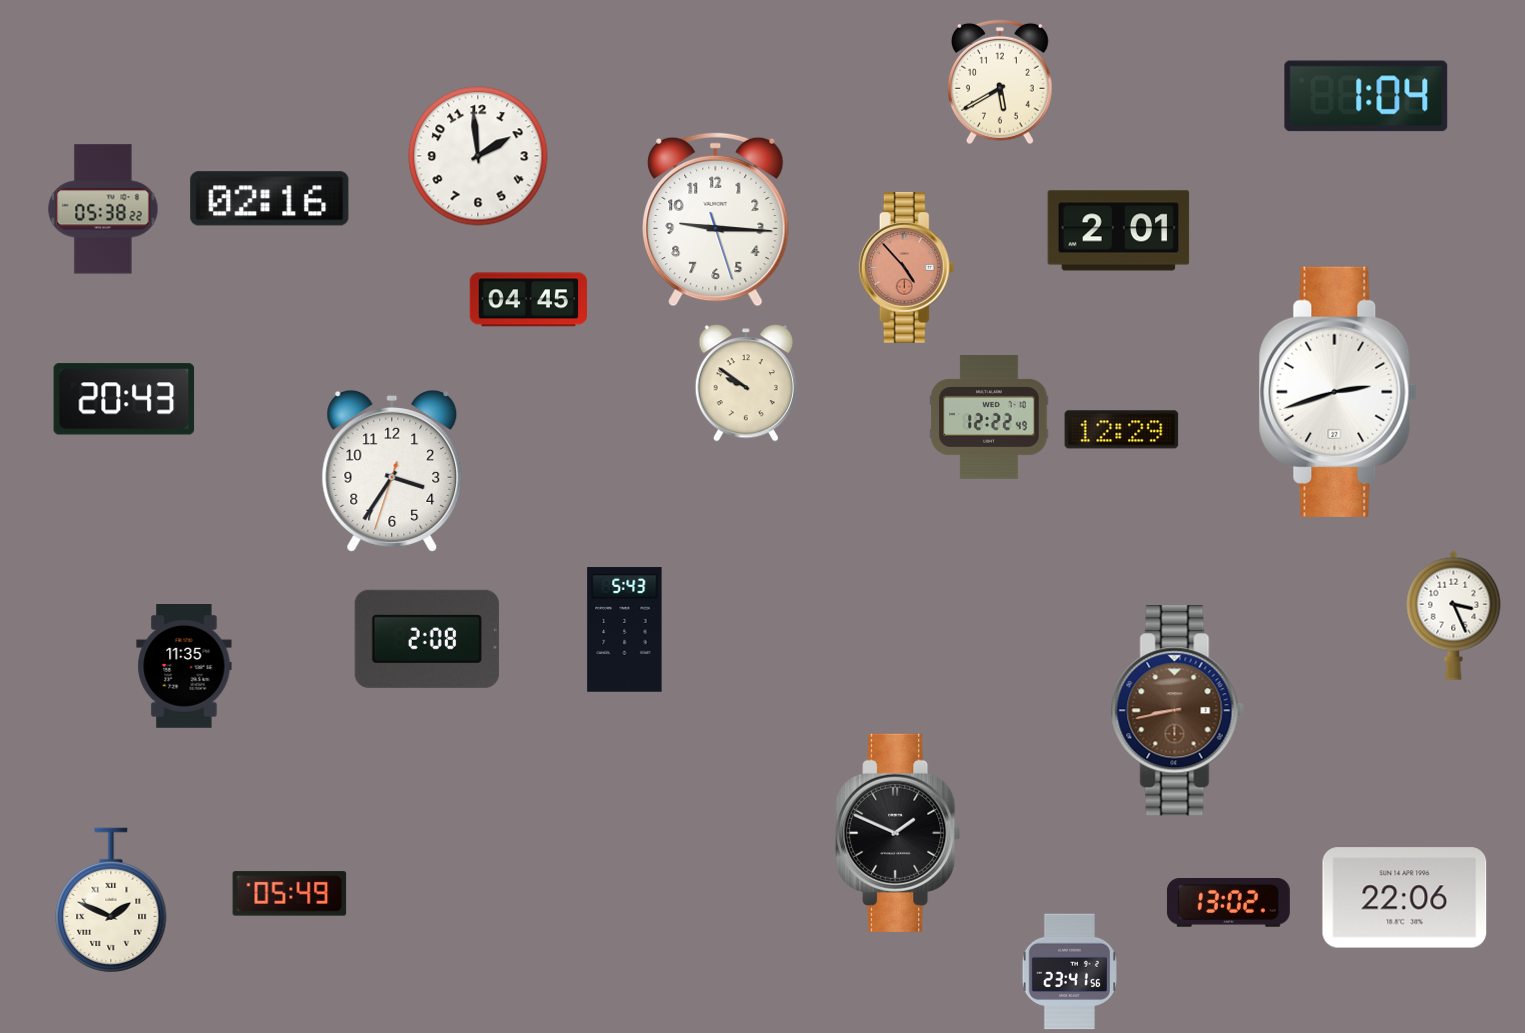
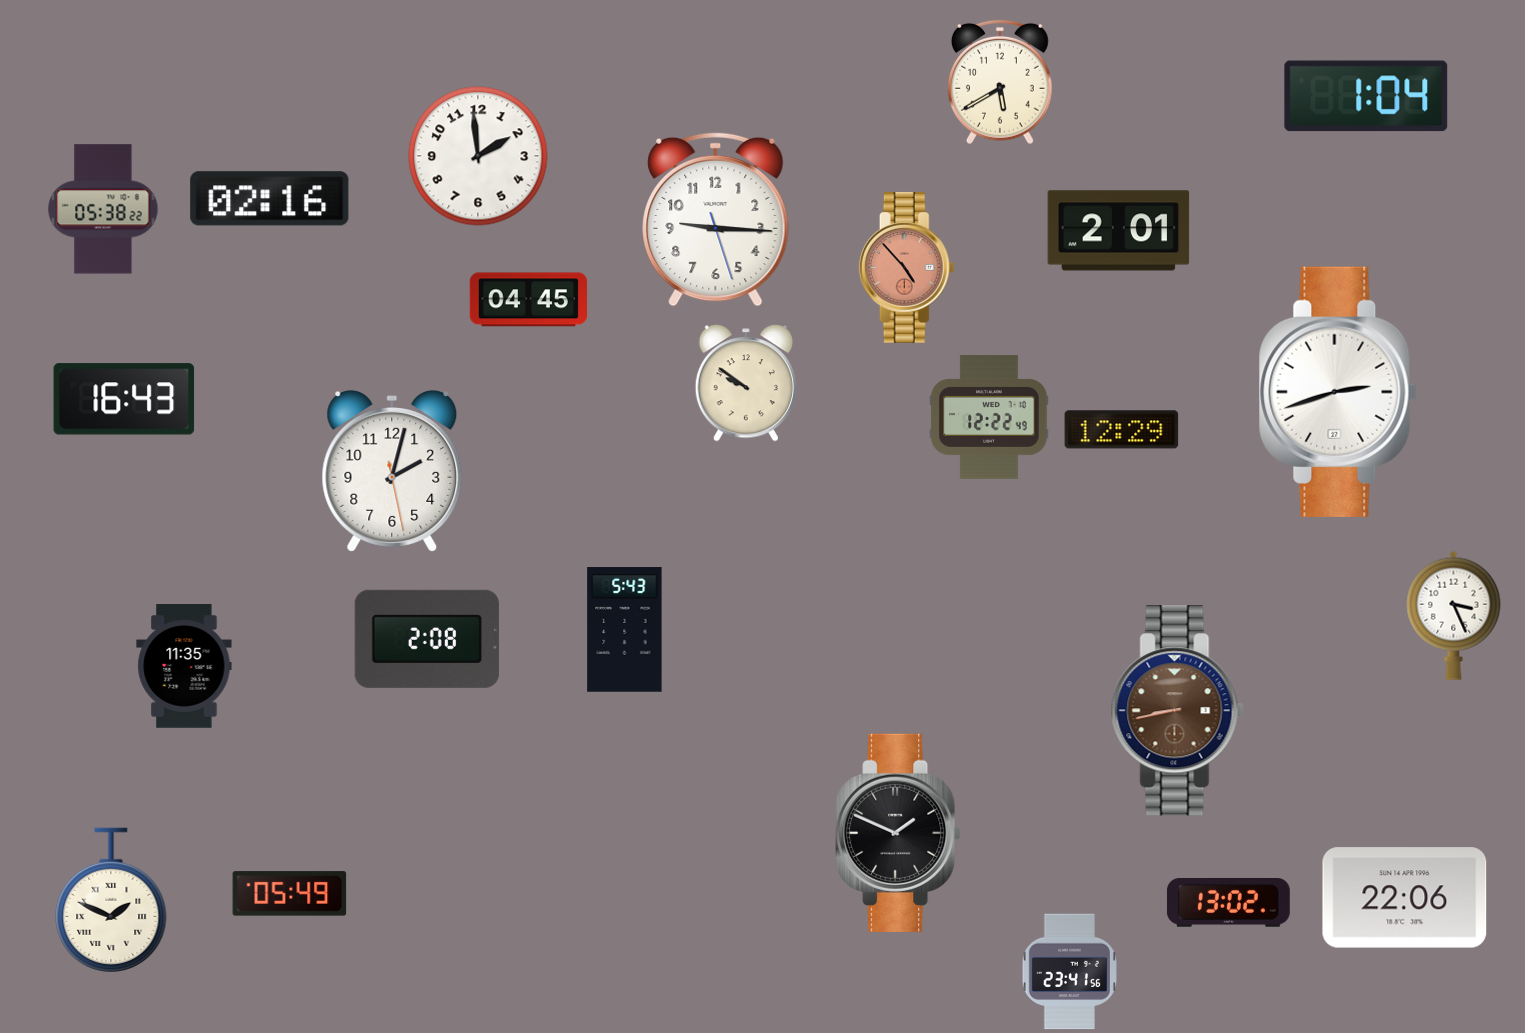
clock at (124, 399): 20:43 -> 16:43
clock at (392, 471): 3:35 -> 2:02
